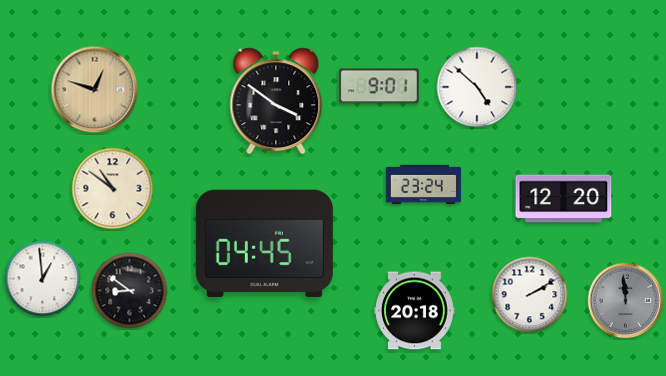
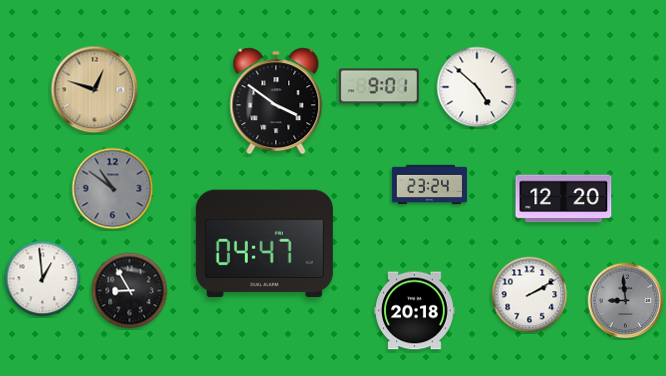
clock at (423, 185) position: (423, 185) -> (429, 185)
clock at (113, 189) dial: cream -> grey
clock at (264, 244): 04:45 -> 04:47
clock at (130, 291): 8:51 -> 8:55
clock at (626, 301): 11:59 -> 8:59
